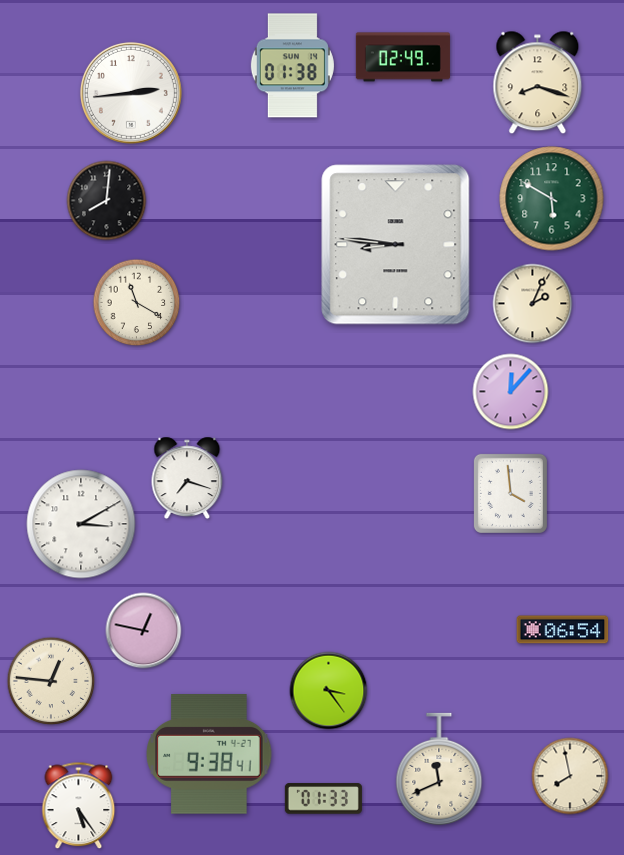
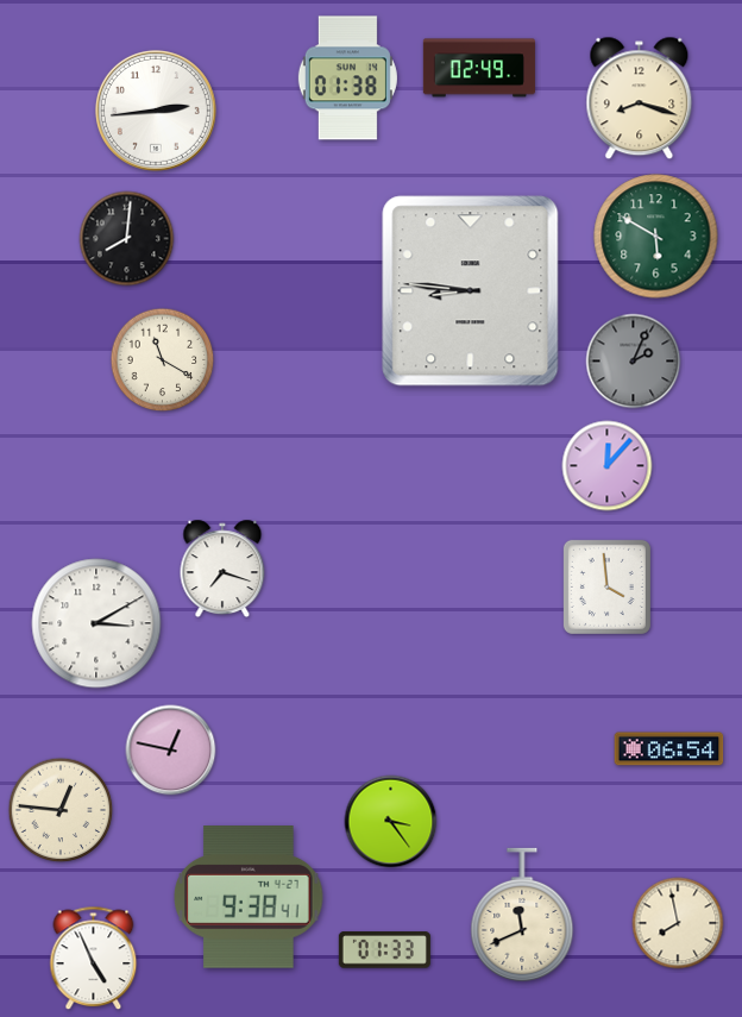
clock at (533, 304) dial: cream -> grey
clock at (79, 806): 5:24 -> 4:56
